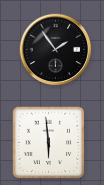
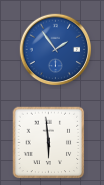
clock at (56, 50) dial: black -> blue
